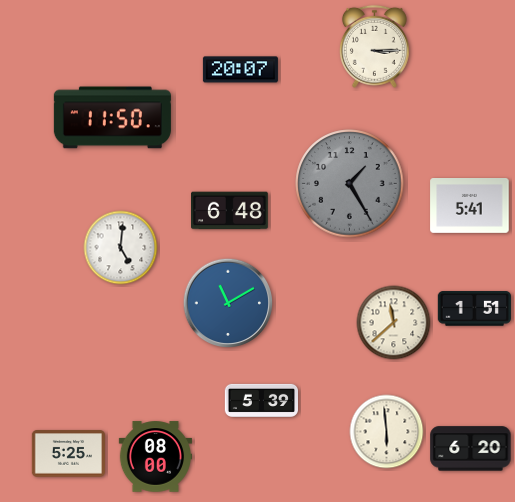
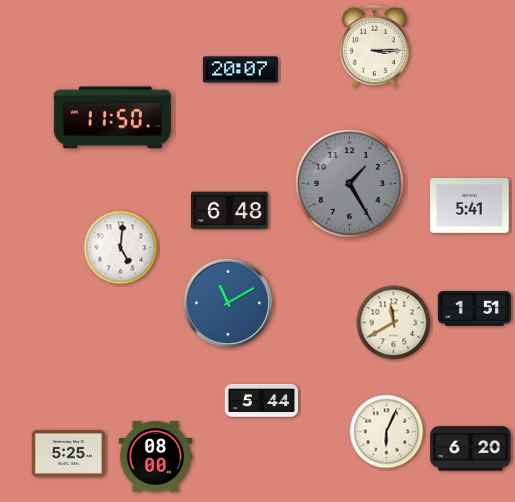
clock at (394, 323): 11:38 -> 11:40
clock at (261, 400): 5:39 -> 5:44
clock at (387, 432): 5:59 -> 6:04
